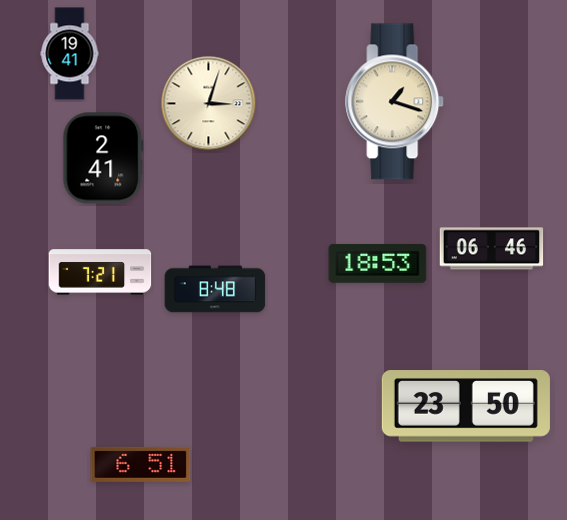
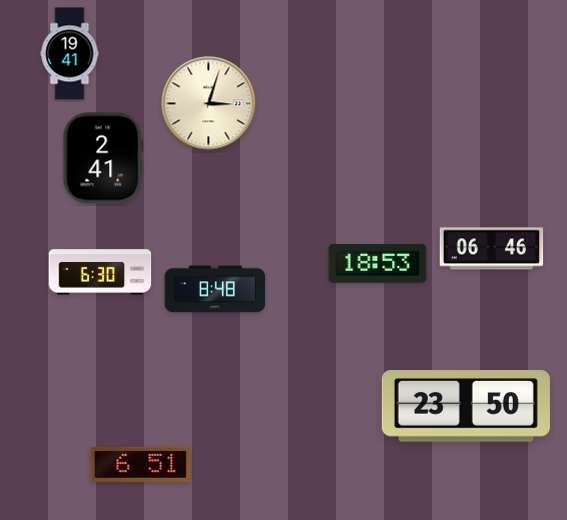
clock at (395, 102): 1:18 -> none
clock at (100, 272): 7:21 -> 6:30
